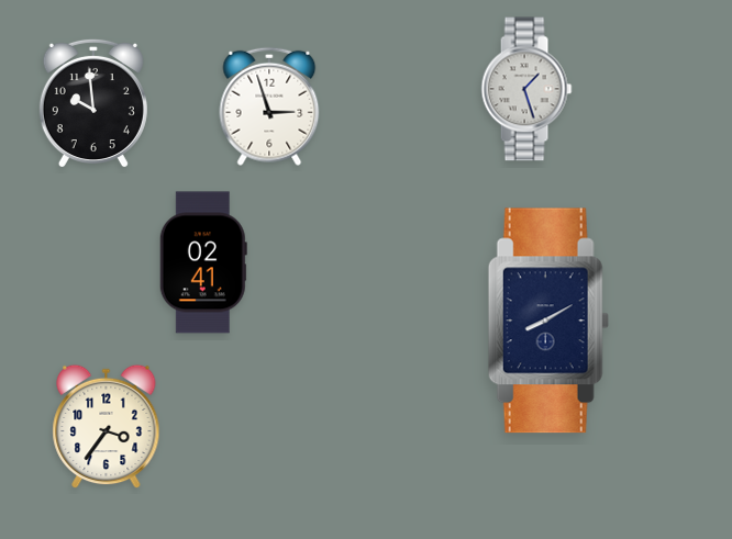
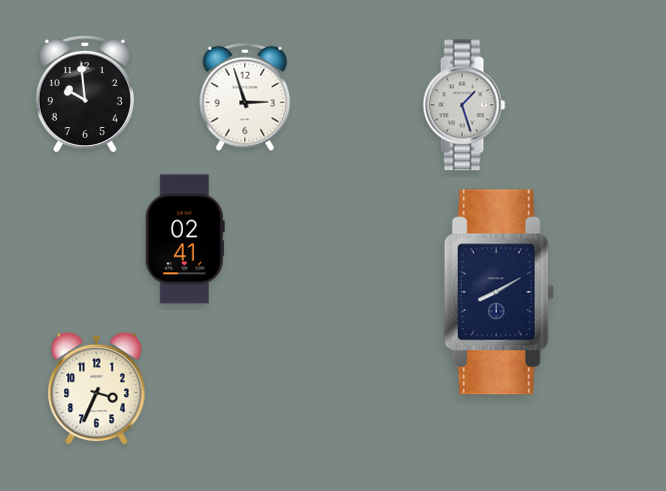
clock at (526, 89) position: (526, 89) -> (464, 105)
clock at (107, 427): 3:36 -> 3:34
